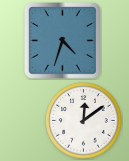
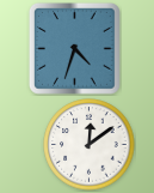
clock at (84, 121) position: (84, 121) -> (90, 145)
